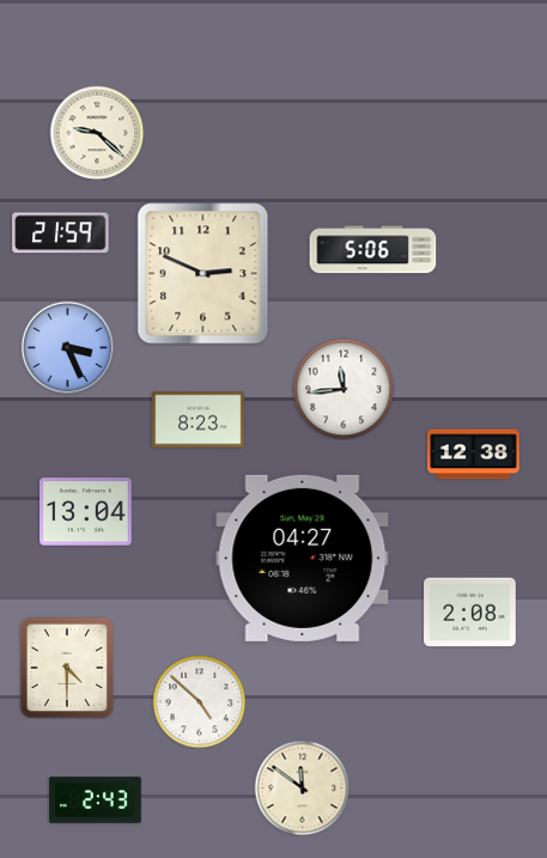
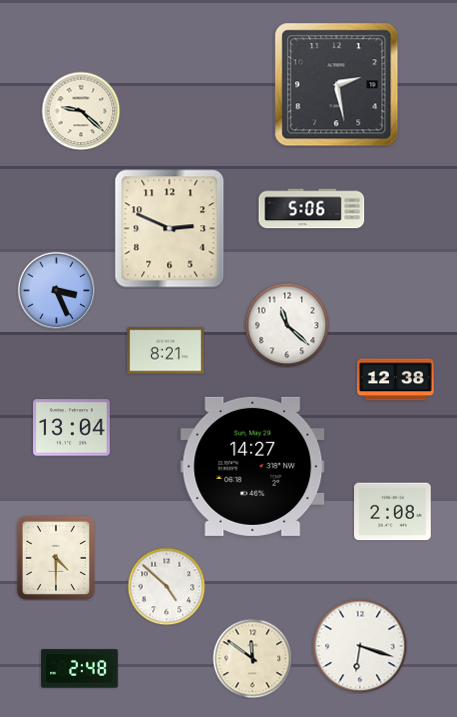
clock at (337, 85): none -> 2:28
clock at (61, 233): 21:59 -> none
clock at (344, 389): 11:44 -> 11:22
clock at (199, 420): 8:23 -> 8:21
clock at (303, 558): 04:27 -> 14:27
clock at (360, 646): none -> 6:18
clock at (96, 801): 2:43 -> 2:48
